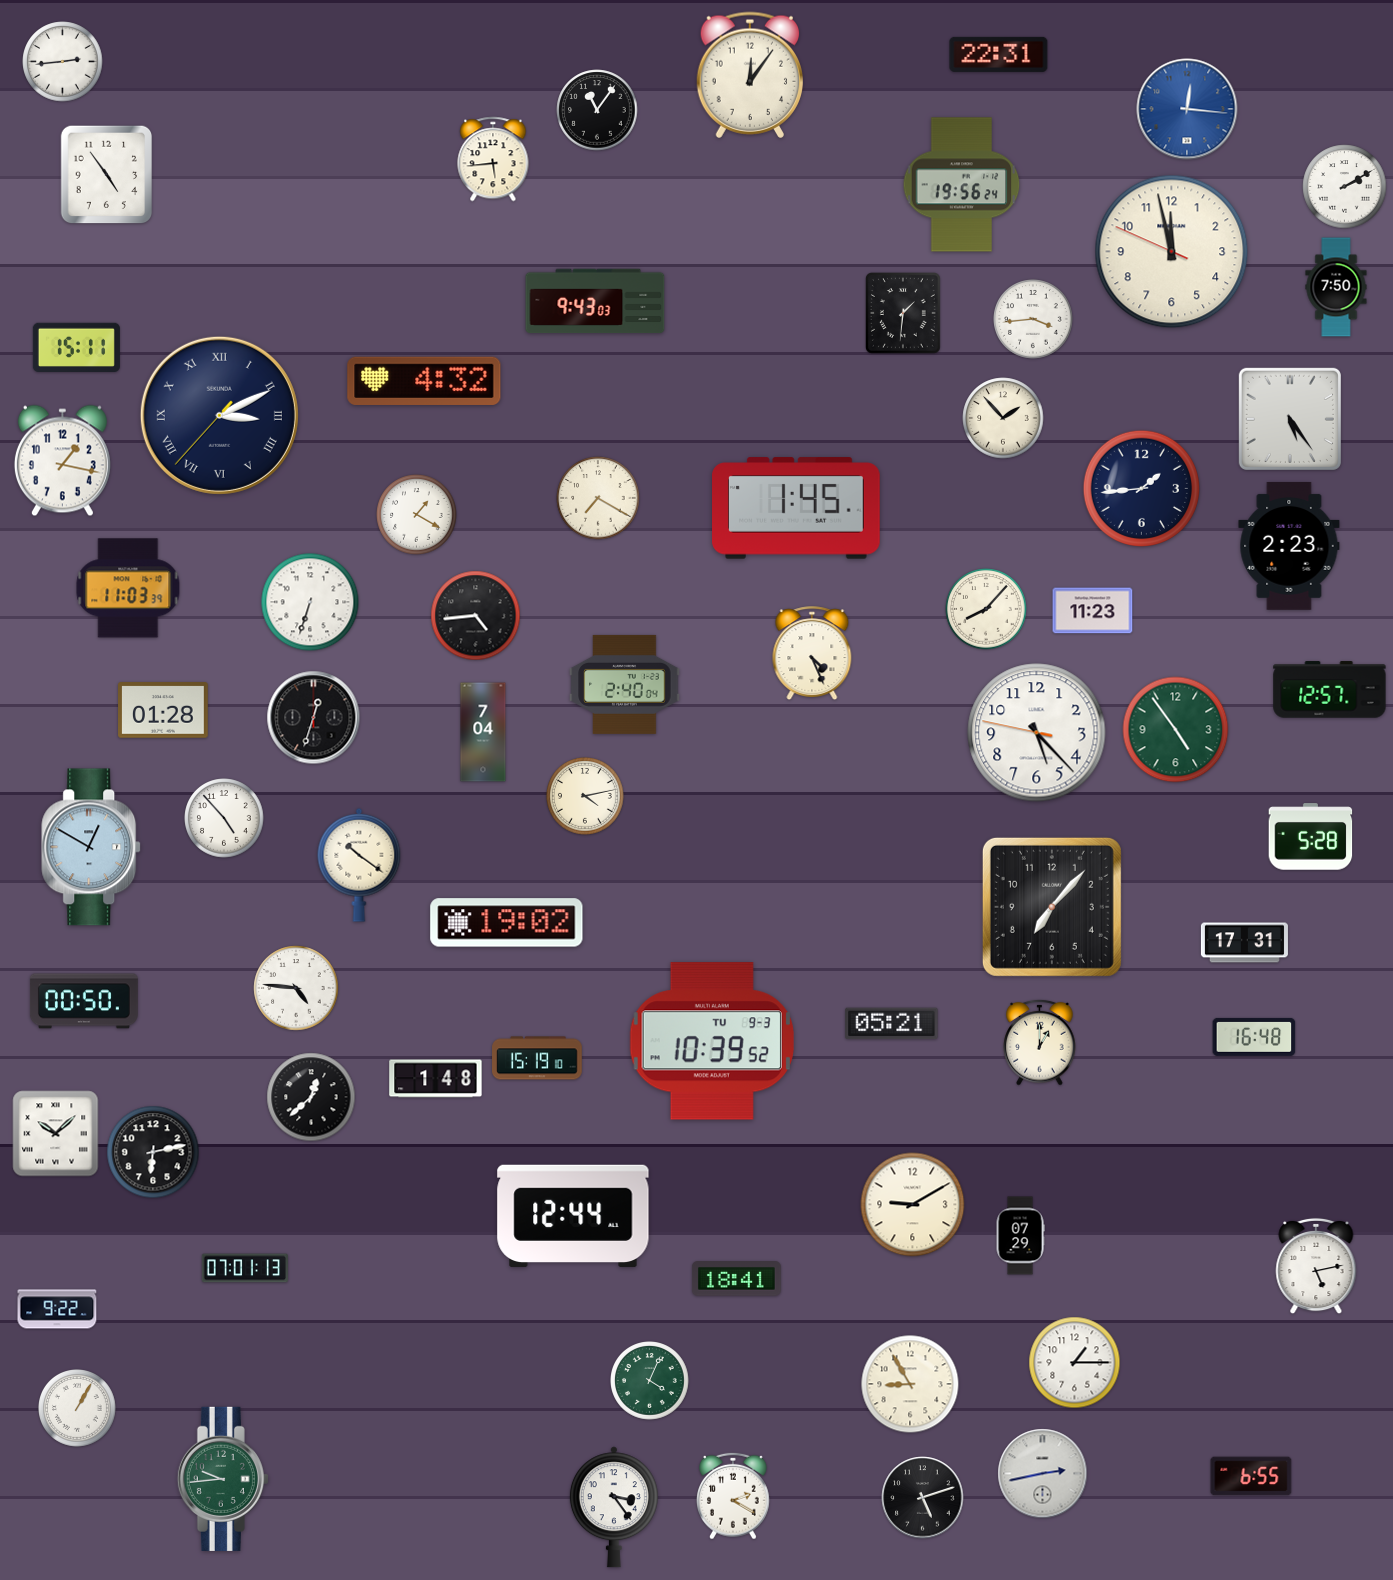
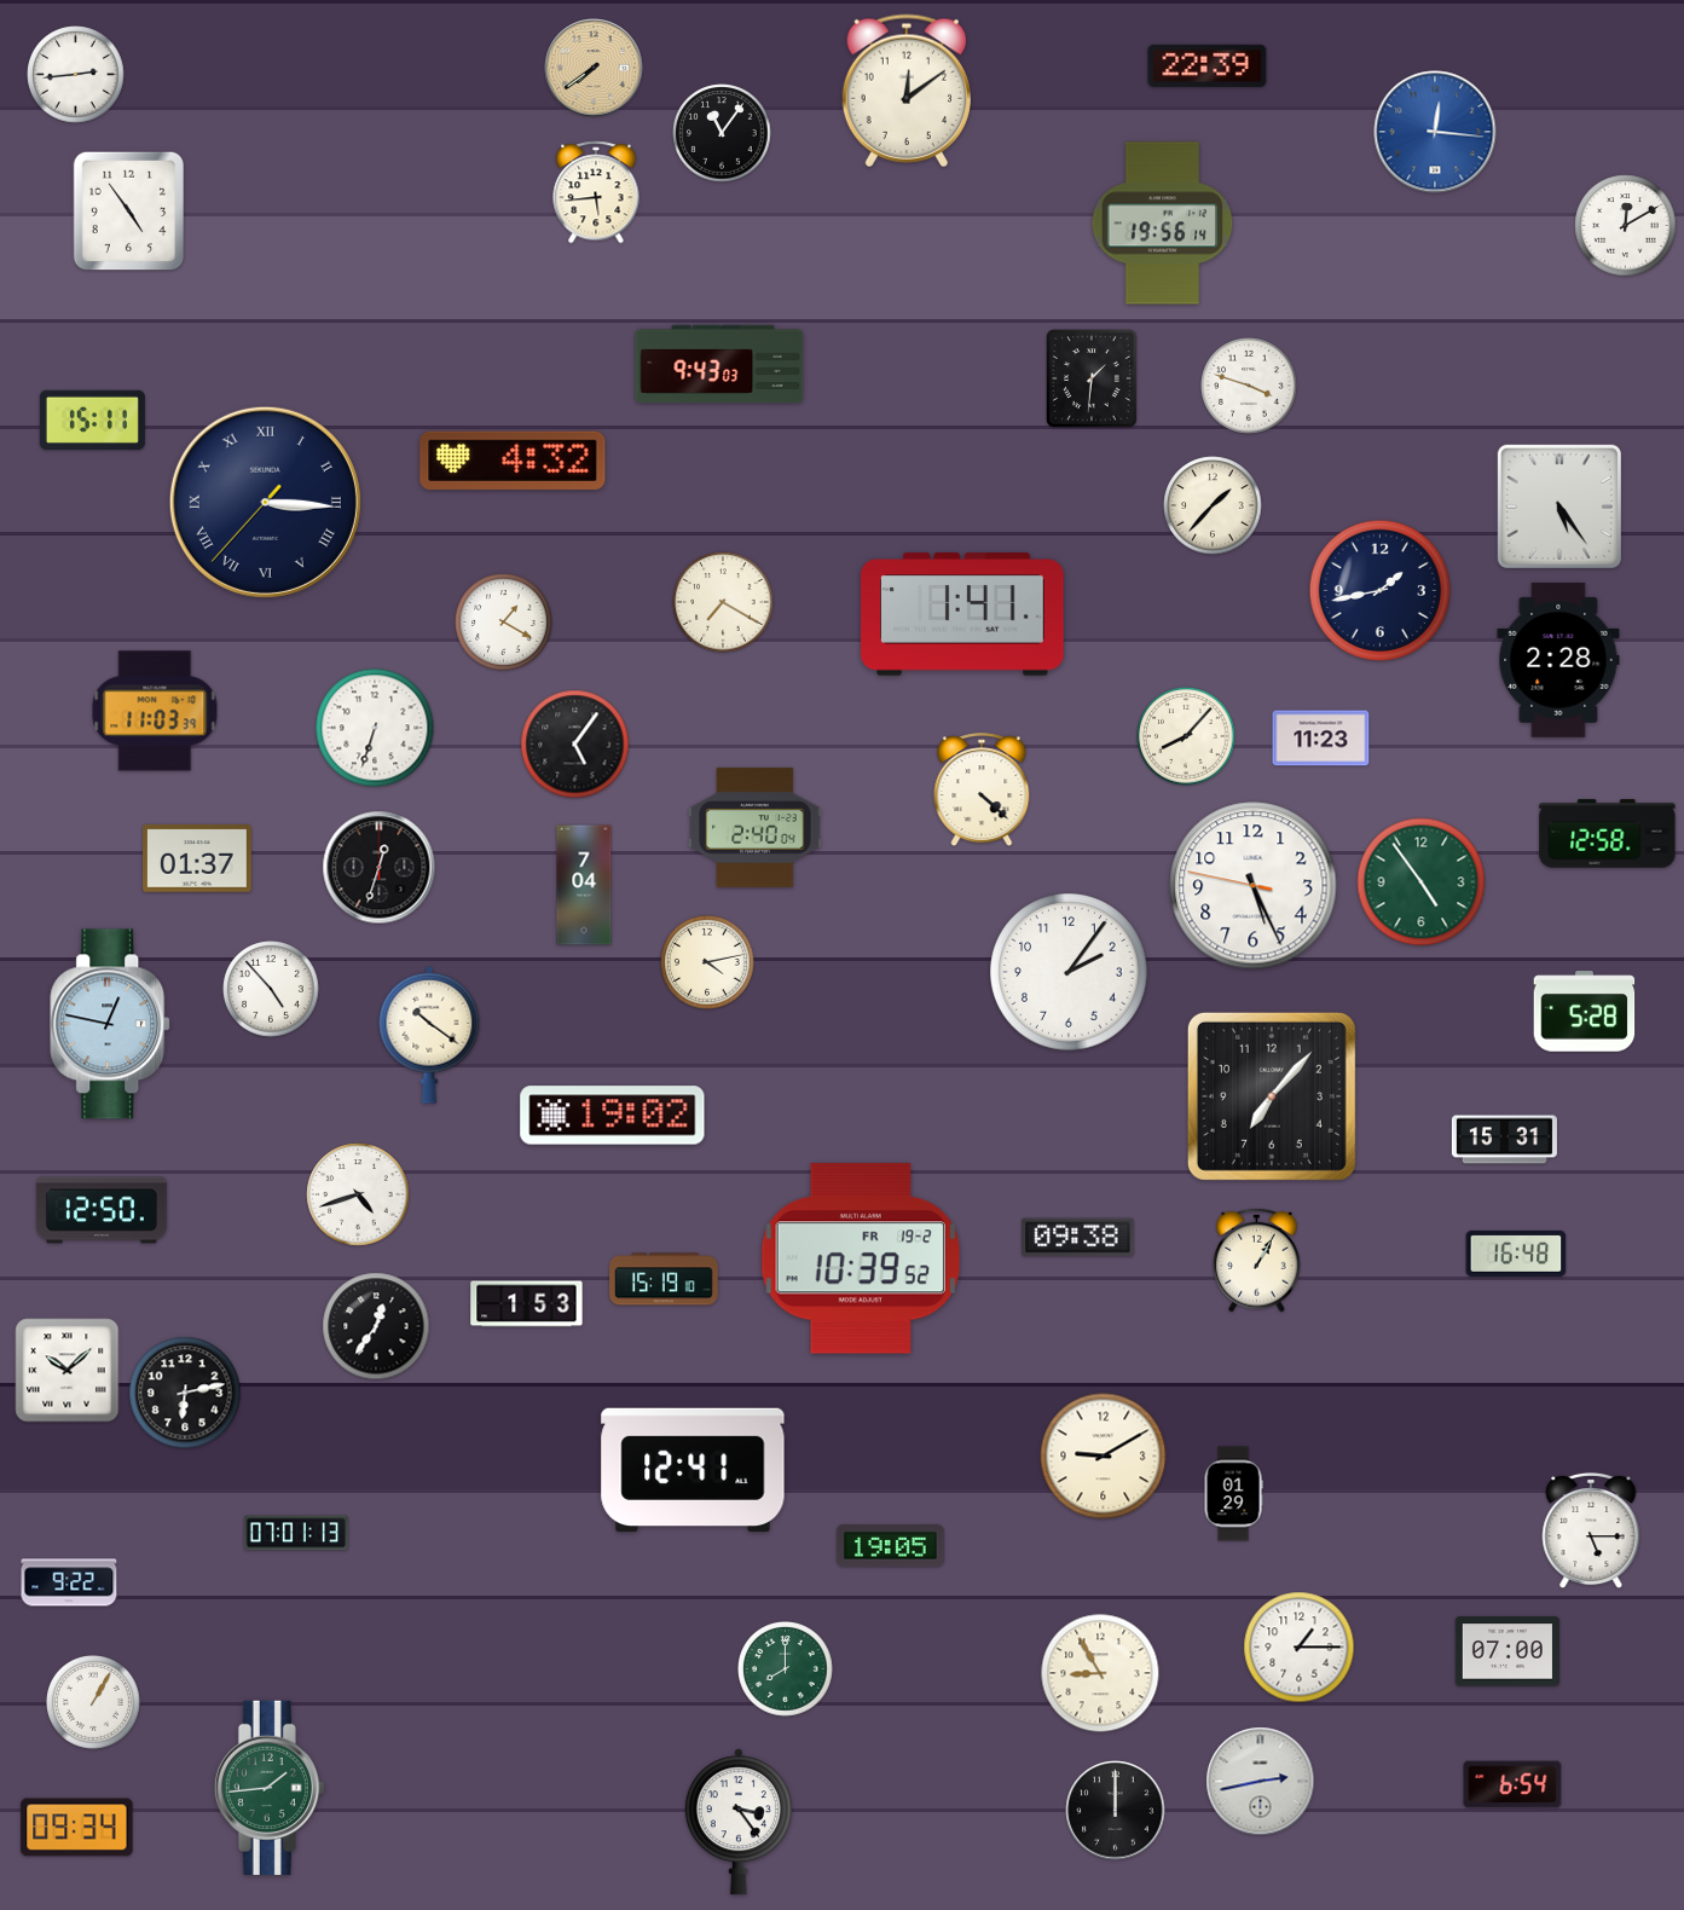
clock at (999, 54): 22:31 -> 22:39
clock at (594, 68): none -> 7:39
clock at (749, 75): 12:06 -> 12:09
clock at (962, 185): 19:56:24 -> 19:56:14
clock at (1345, 187): 2:10 -> 12:10
clock at (1172, 252): 11:57 -> none
clock at (1336, 287): 7:50 -> none
clock at (1033, 319): 3:44 -> 3:48
clock at (219, 415): 3:10 -> 3:15
clock at (1003, 418): 1:53 -> 1:37
clock at (62, 461): 1:17 -> none
clock at (1141, 488): 1:44 -> 1:43
clock at (797, 508): 1:45 -> 1:41
clock at (1289, 546): 2:23 -> 2:28
clock at (986, 609) position: (986, 609) -> (1186, 736)
clock at (476, 616): 4:44 -> 5:06
clock at (812, 654): 4:26 -> 4:22
clock at (1330, 690): 12:57 -> 12:58
clock at (163, 710): 01:28 -> 01:37
clock at (1037, 733): 5:22 -> 5:25
clock at (1070, 973): none -> 2:06
clock at (92, 847): 12:50 -> 12:47
clock at (359, 865) position: (359, 865) -> (429, 1035)
clock at (1244, 943): 17:31 -> 15:31
clock at (296, 988): 4:46 -> 4:42
clock at (84, 1001): 00:50 -> 12:50
clock at (892, 1024): 05:21 -> 09:38
clock at (712, 1041) date: TU 9-3 -> FR 19-2
clock at (1040, 1042): 1:00 -> 1:05
clock at (537, 1058) position: (537, 1058) -> (664, 1279)
clock at (436, 1079): 1:48 -> 1:53
clock at (311, 1097): 12:38 -> 12:36
clock at (573, 1216): 12:44 -> 12:41
clock at (1020, 1236): 07:29 -> 01:29
clock at (1316, 1266): 5:13 -> 5:15
clock at (737, 1279): 18:41 -> 19:05
clock at (1508, 1651): none -> 07:00
clock at (650, 1381): 4:04 -> 8:00
clock at (1251, 1476): 6:55 -> 6:54
clock at (223, 1479): 9:44 -> 1:44
clock at (734, 1496): 2:20 -> none
clock at (923, 1498): 5:12 -> 12:00
clock at (614, 1507) position: (614, 1507) -> (739, 1822)
clock at (77, 1828): none -> 09:34
